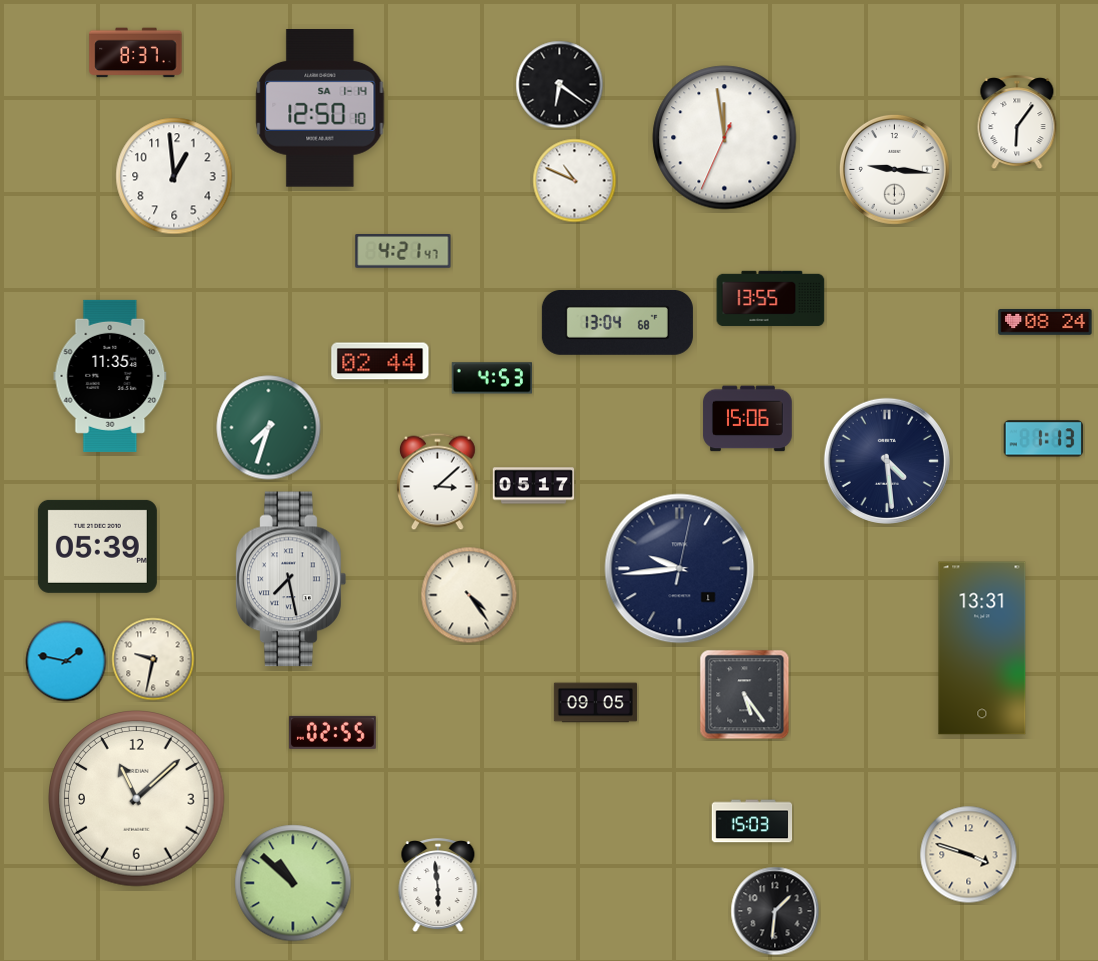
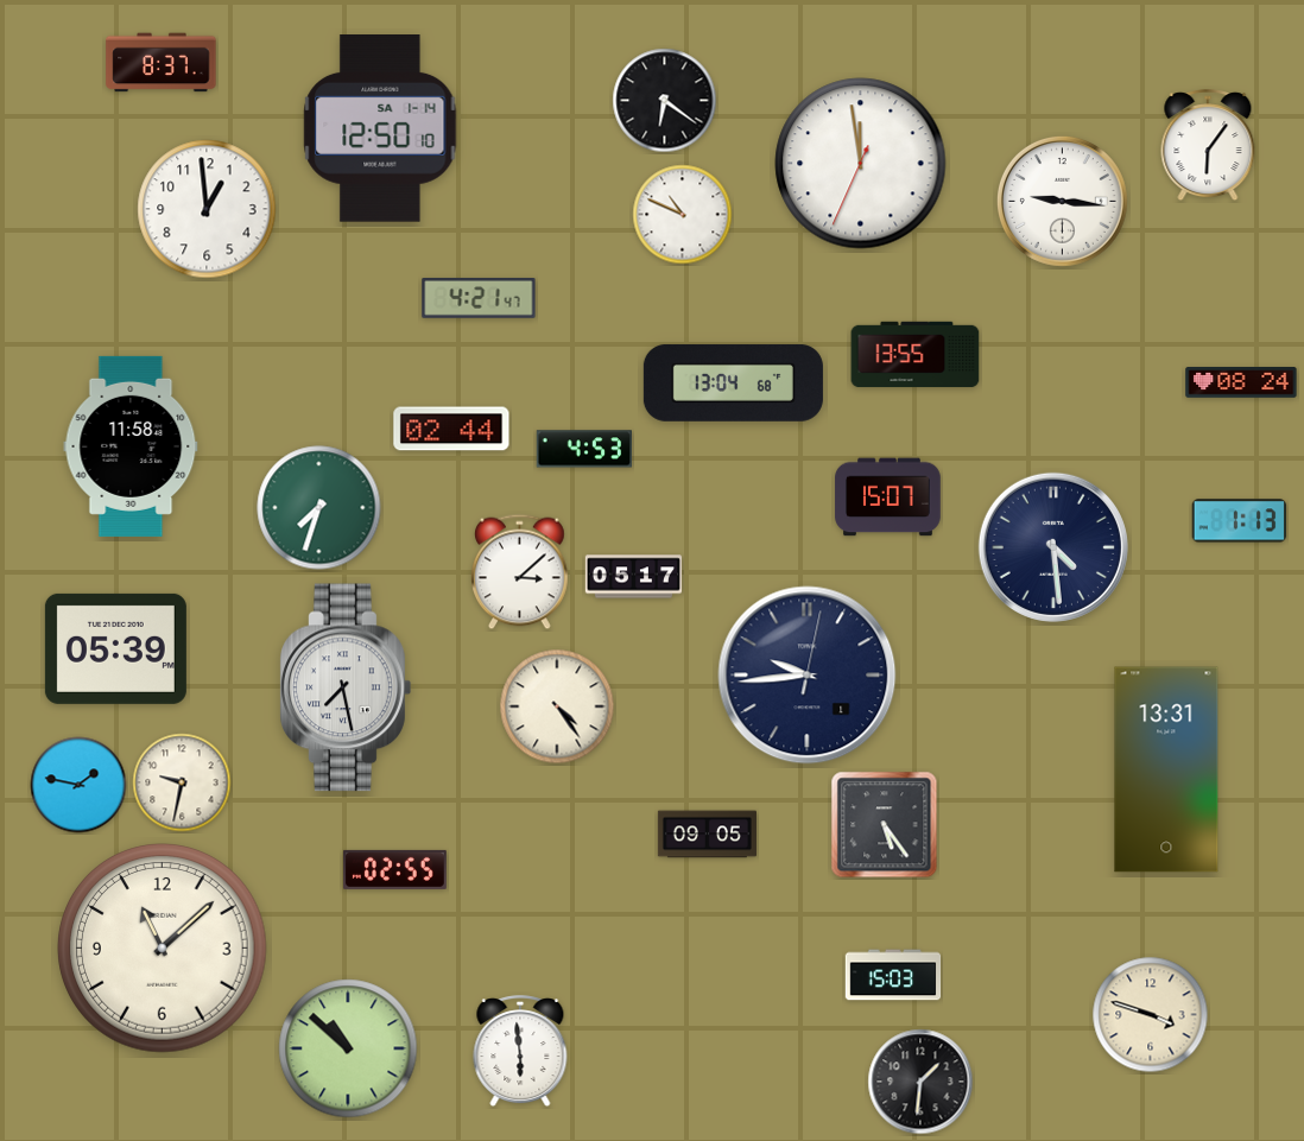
clock at (110, 376): 11:35 -> 11:58
clock at (748, 419): 15:06 -> 15:07
